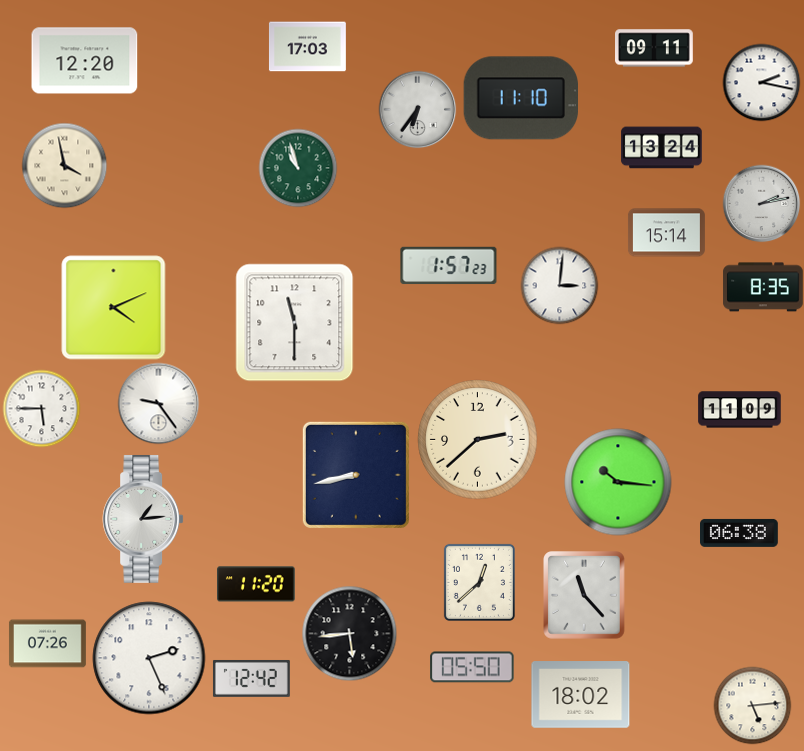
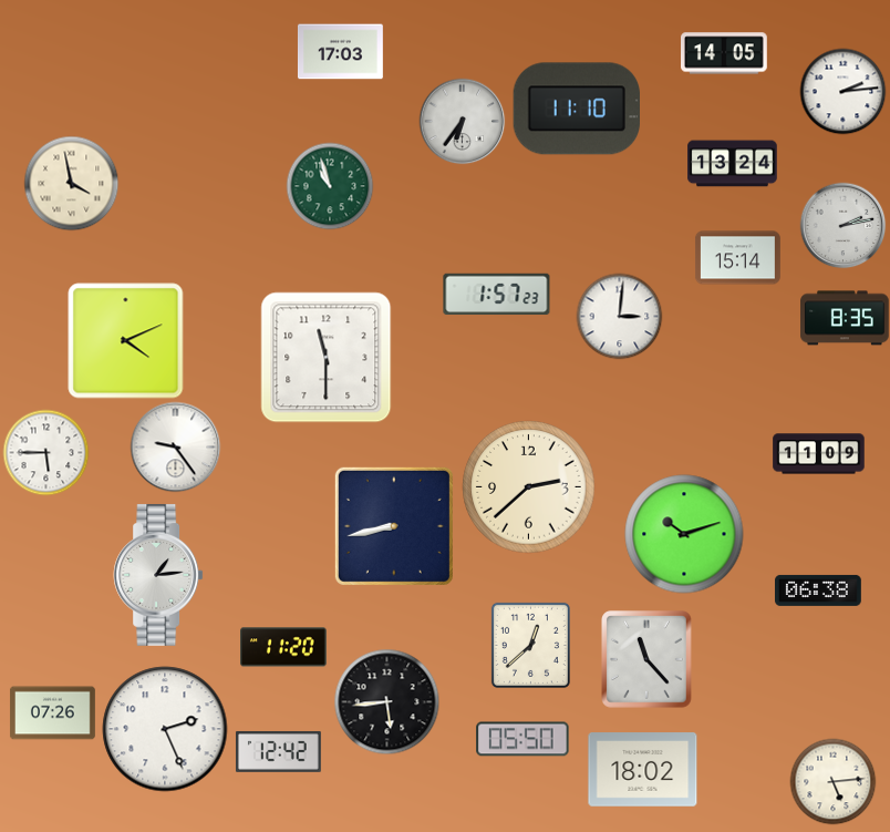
clock at (655, 48): 09:11 -> 14:05
clock at (85, 61): 12:20 -> none
clock at (761, 82): 2:17 -> 2:14
clock at (618, 482): 10:16 -> 10:12
